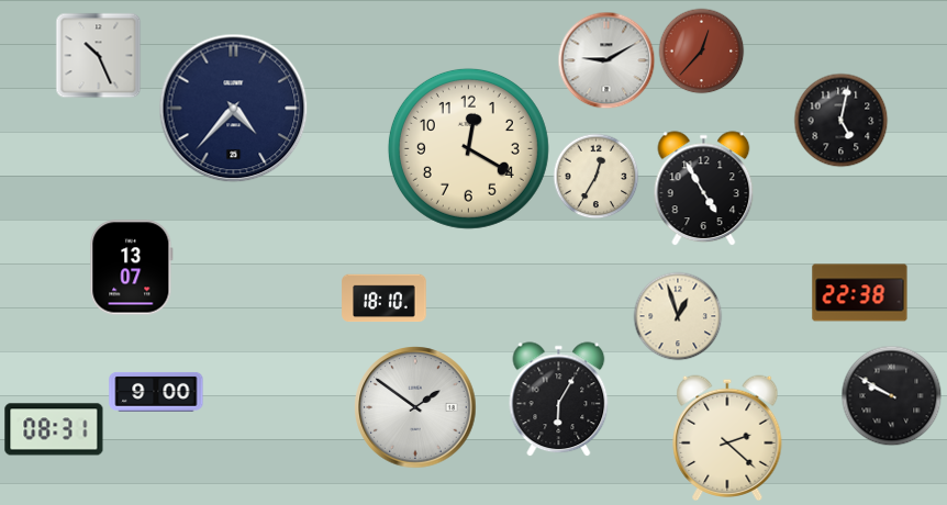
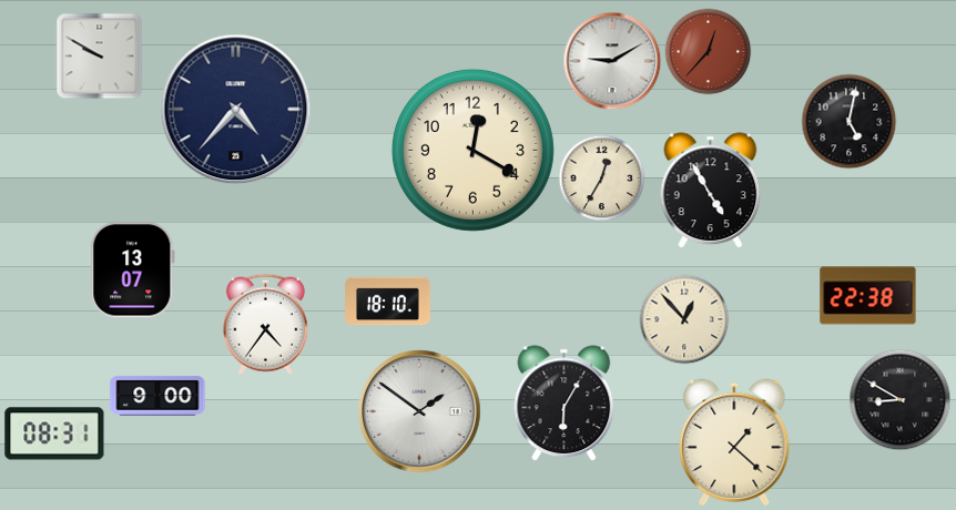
clock at (98, 55): 10:26 -> 9:50
clock at (678, 316): 12:57 -> 12:53
clock at (265, 324): none -> 4:36
clock at (891, 395): 9:50 -> 8:50
clock at (727, 437): 2:22 -> 1:22
